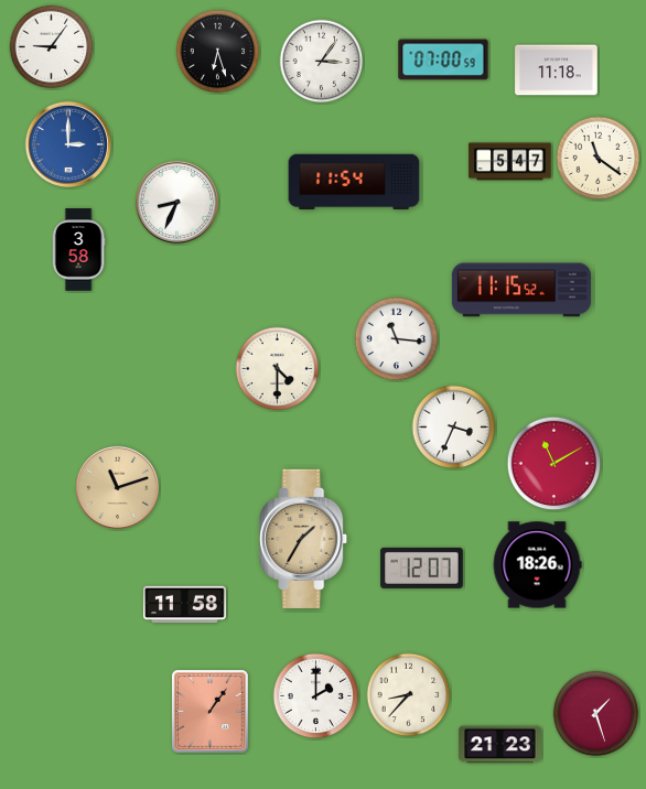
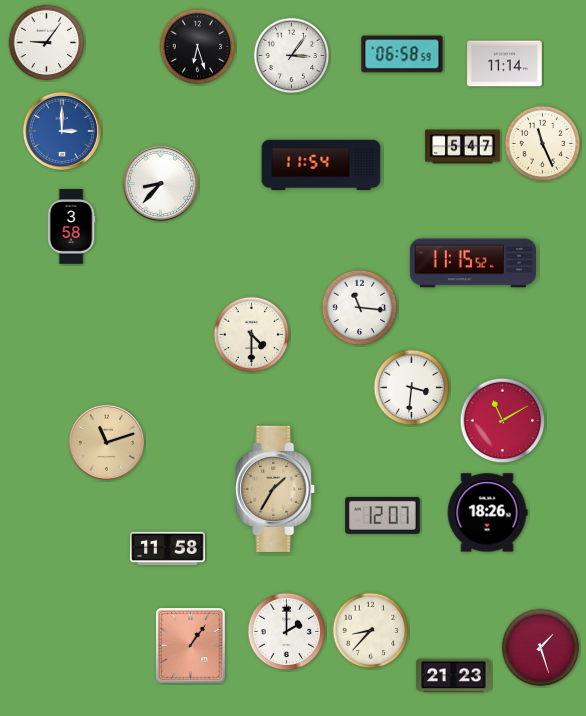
clock at (443, 60): 07:00 -> 06:58
clock at (557, 71): 11:18 -> 11:14
clock at (599, 159): 11:21 -> 11:26
clock at (176, 202): 8:34 -> 8:37
clock at (454, 428): 3:34 -> 3:31
